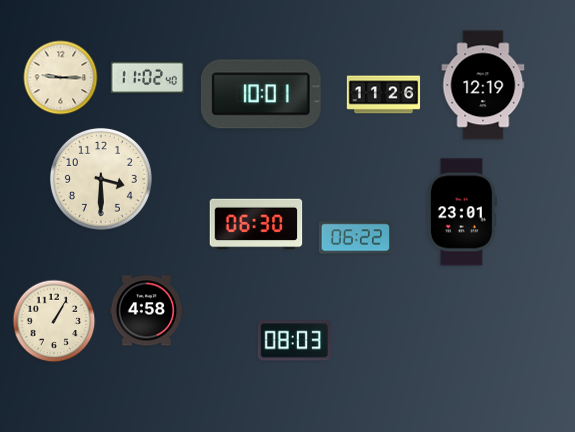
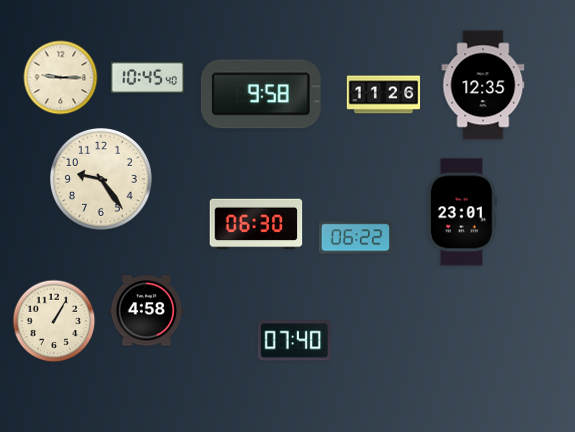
clock at (147, 78): 11:02 -> 10:45
clock at (483, 85): 12:19 -> 12:35
clock at (261, 94): 10:01 -> 9:58
clock at (101, 179): 3:30 -> 9:24
clock at (294, 341): 08:03 -> 07:40
